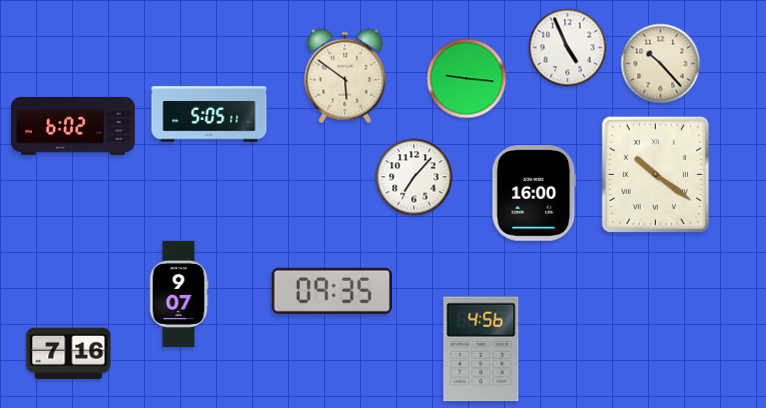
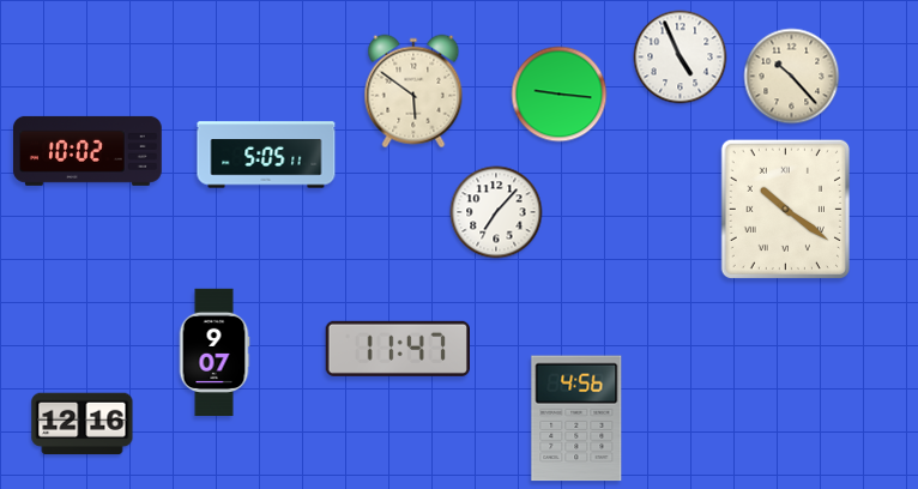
clock at (209, 114) position: (209, 114) -> (266, 155)
clock at (74, 126): 6:02 -> 10:02
clock at (534, 193): 16:00 -> none
clock at (332, 291): 09:35 -> 11:47
clock at (69, 354): 7:16 -> 12:16
